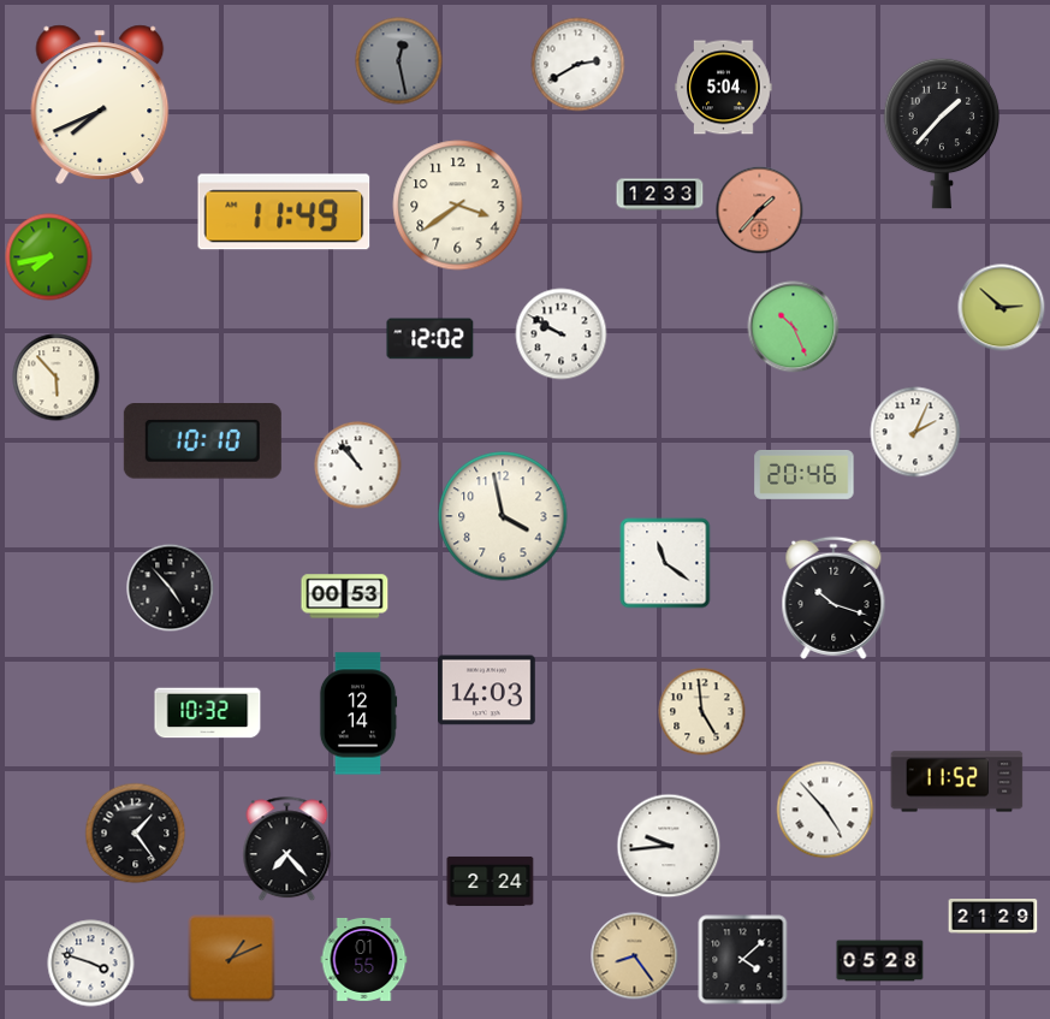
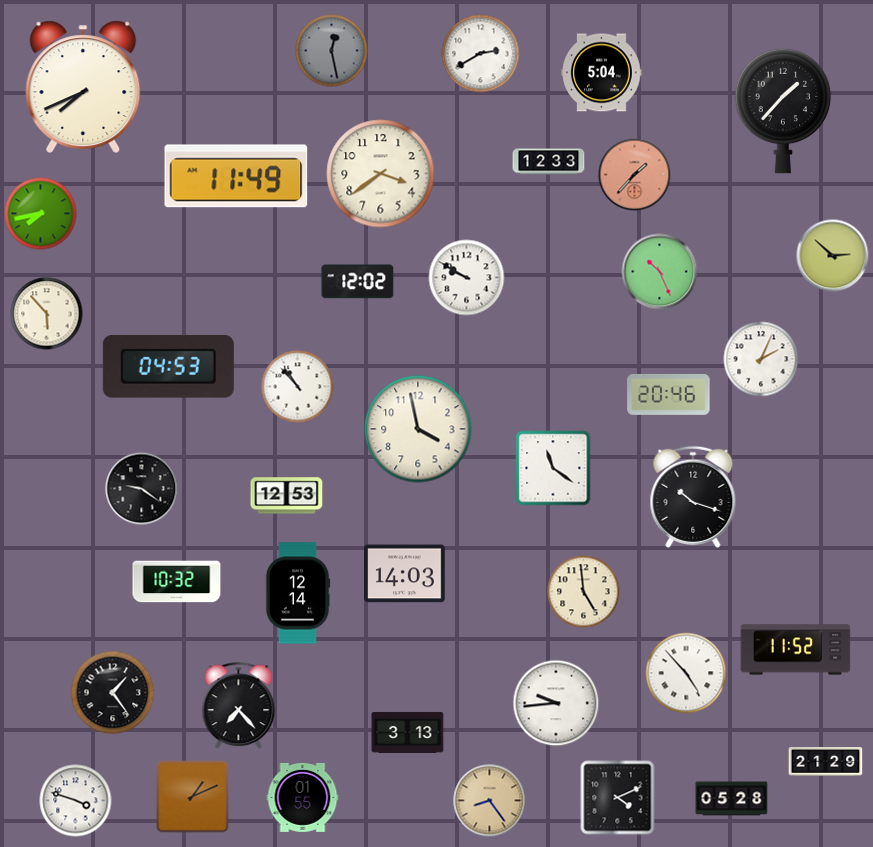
clock at (458, 206) position: (458, 206) -> (381, 174)
clock at (760, 211) position: (760, 211) -> (635, 175)
clock at (202, 442): 10:10 -> 04:53
clock at (171, 588): 4:53 -> 9:21
clock at (345, 597): 00:53 -> 12:53
clock at (208, 713) position: (208, 713) -> (177, 582)
clock at (491, 881): 2:24 -> 3:13
clock at (635, 956) position: (635, 956) -> (490, 801)
clock at (743, 960): 4:08 -> 4:11
